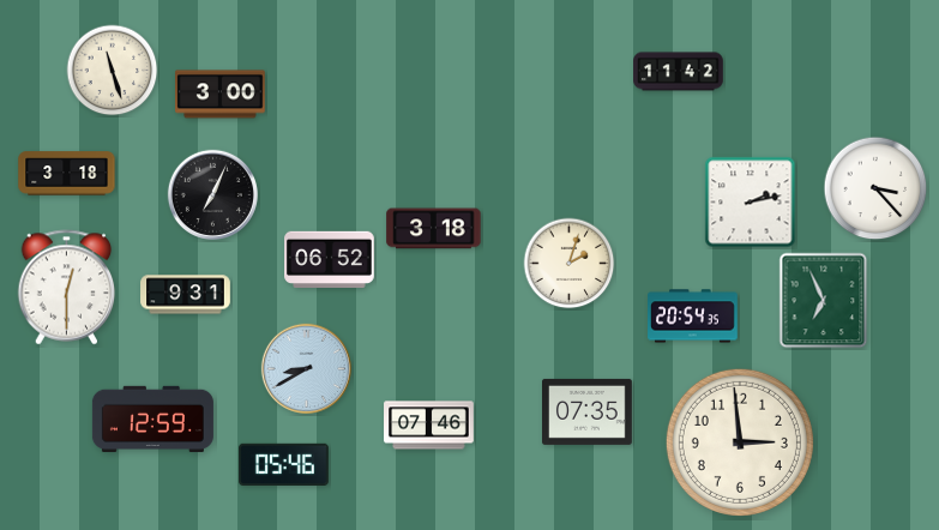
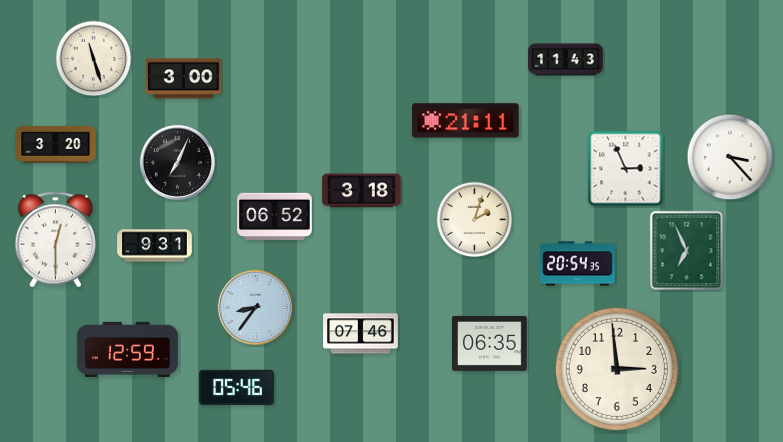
clock at (679, 72): 11:42 -> 11:43
clock at (466, 121): none -> 21:11
clock at (67, 174): 3:18 -> 3:20
clock at (751, 203): 2:13 -> 2:56
clock at (306, 368): 8:40 -> 8:36
clock at (588, 411): 07:35 -> 06:35
clock at (429, 426) position: (429, 426) -> (361, 334)
